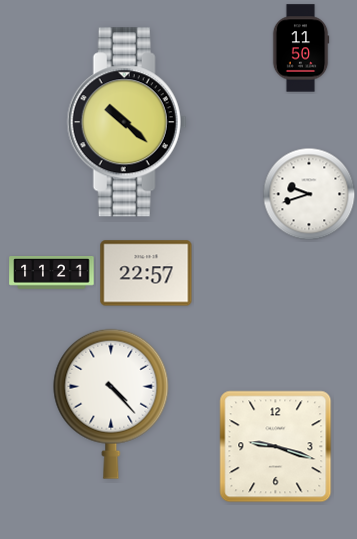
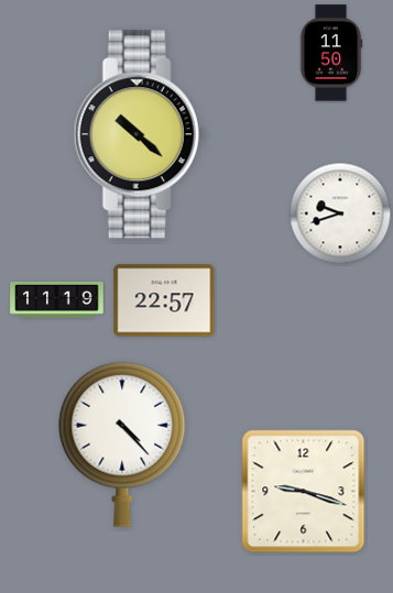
clock at (52, 273): 11:21 -> 11:19
clock at (146, 273) position: (146, 273) -> (164, 300)
